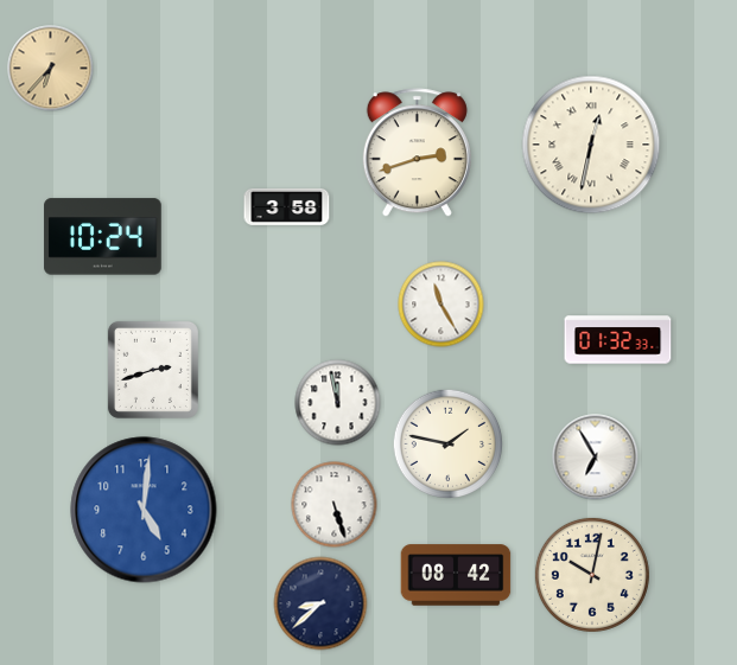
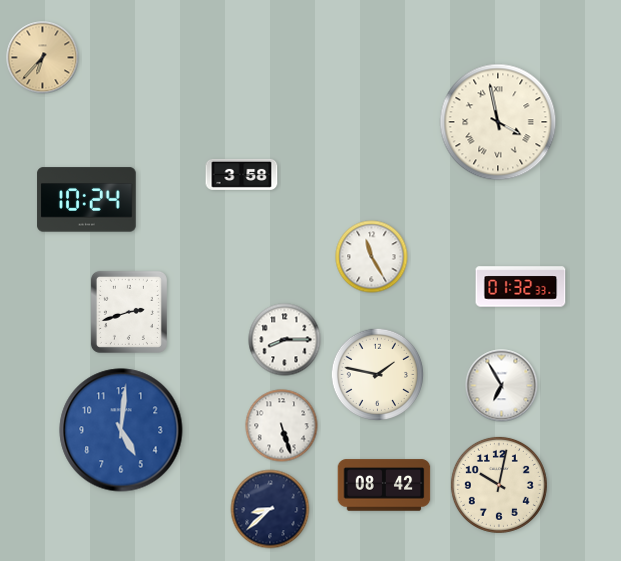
clock at (591, 145): 12:32 -> 3:58
clock at (417, 153): 2:42 -> none
clock at (338, 403): 11:58 -> 8:15
